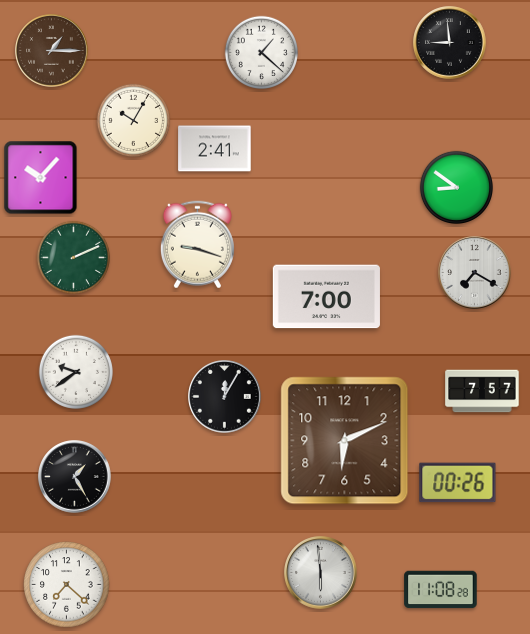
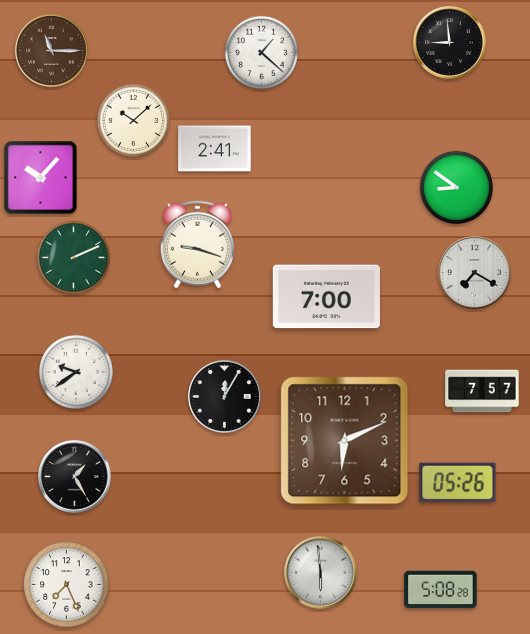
clock at (52, 51): 1:15 -> 11:15
clock at (133, 120): 10:05 -> 10:08
clock at (458, 483): 00:26 -> 05:26
clock at (67, 585): 7:22 -> 7:26
clock at (441, 590): 11:08 -> 5:08
